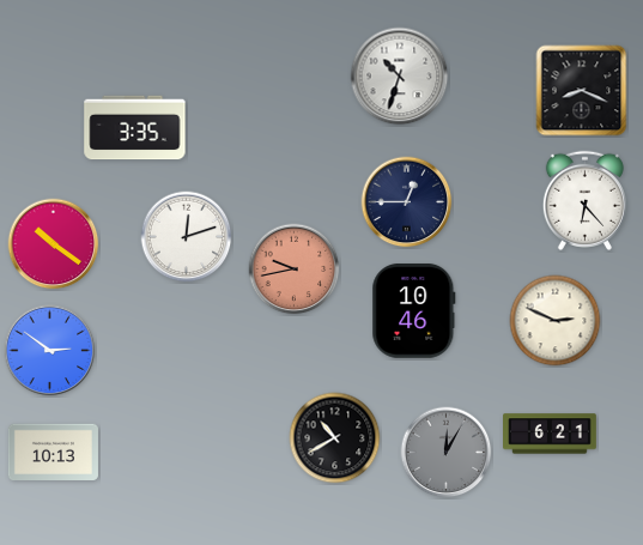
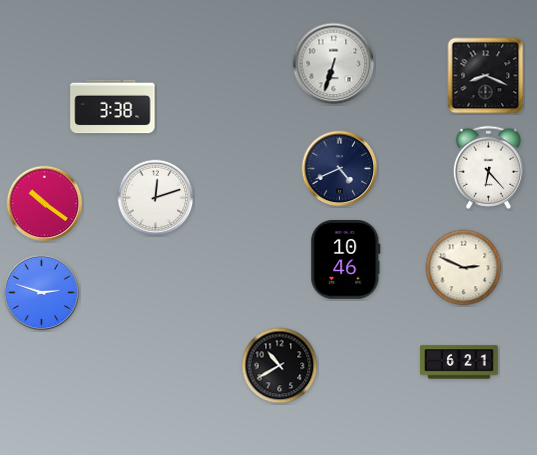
clock at (400, 77): 10:33 -> 6:33
clock at (135, 128): 3:35 -> 3:38
clock at (407, 202): 12:45 -> 4:41
clock at (295, 270): 9:43 -> none
clock at (50, 351): 2:51 -> 2:48
clock at (53, 452): 10:13 -> none
clock at (447, 453): 12:05 -> none
